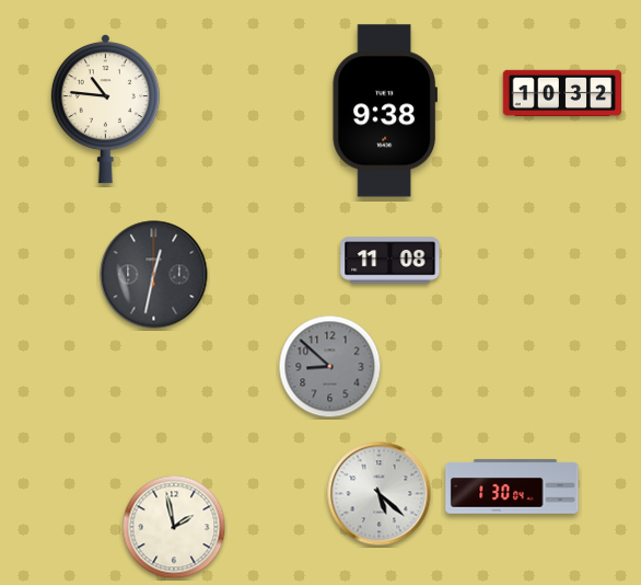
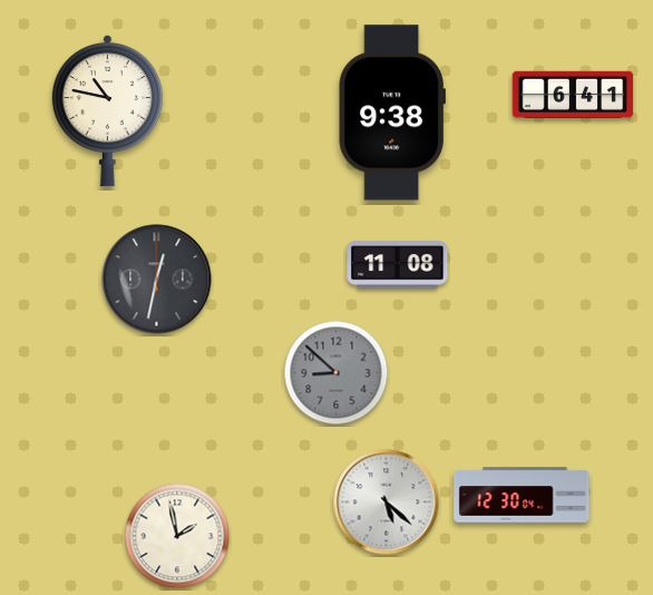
clock at (562, 92): 10:32 -> 6:41
clock at (105, 108): 10:46 -> 10:47
clock at (512, 486): 1:30 -> 12:30
